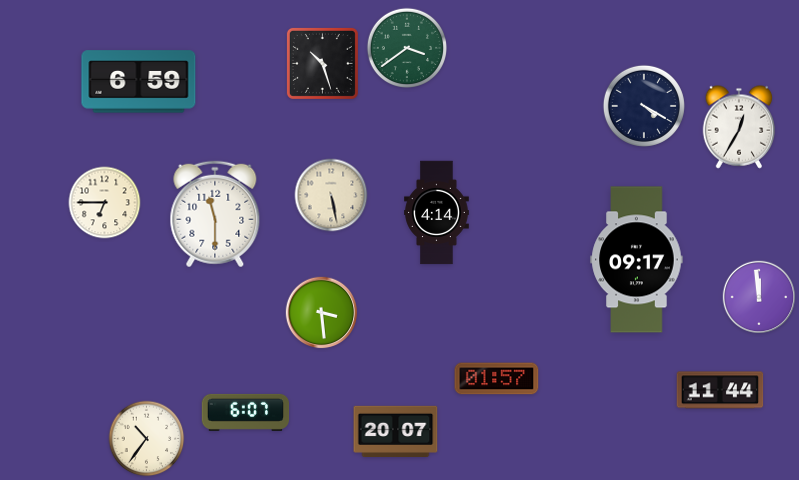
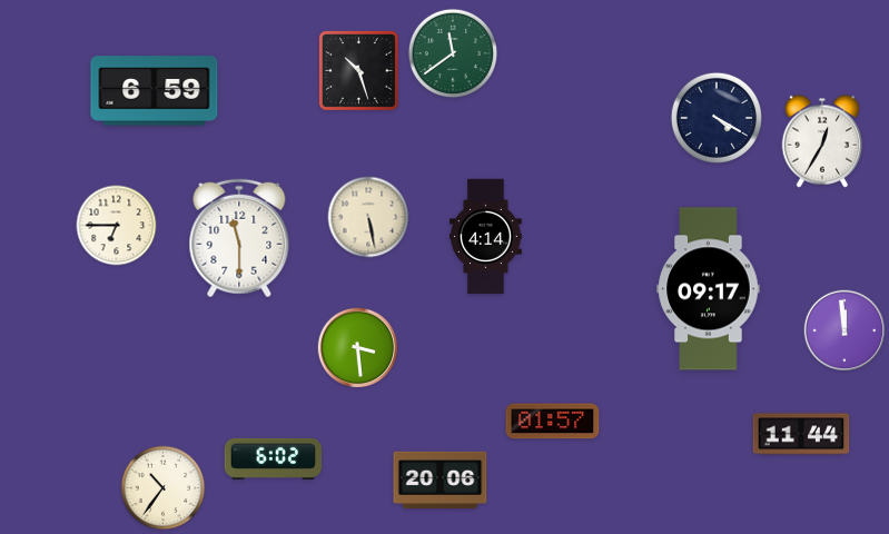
clock at (406, 47): 3:39 -> 11:39
clock at (246, 412): 6:07 -> 6:02
clock at (396, 431): 20:07 -> 20:06
